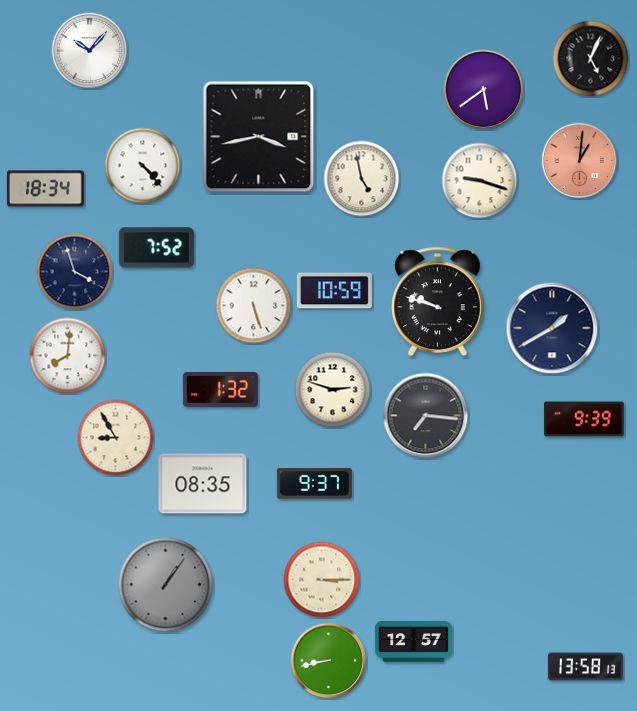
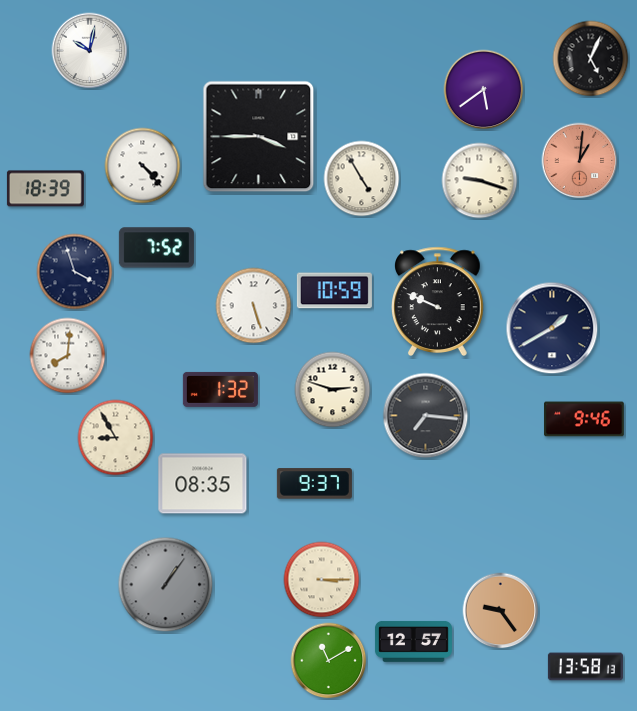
clock at (90, 51): 10:07 -> 10:02
clock at (259, 137): 3:43 -> 3:45
clock at (362, 179): 4:58 -> 4:55
clock at (45, 189): 18:34 -> 18:39
clock at (438, 301): 9:48 -> 9:49
clock at (584, 419): 9:39 -> 9:46
clock at (501, 611): none -> 9:24
clock at (329, 661): 8:43 -> 11:10
